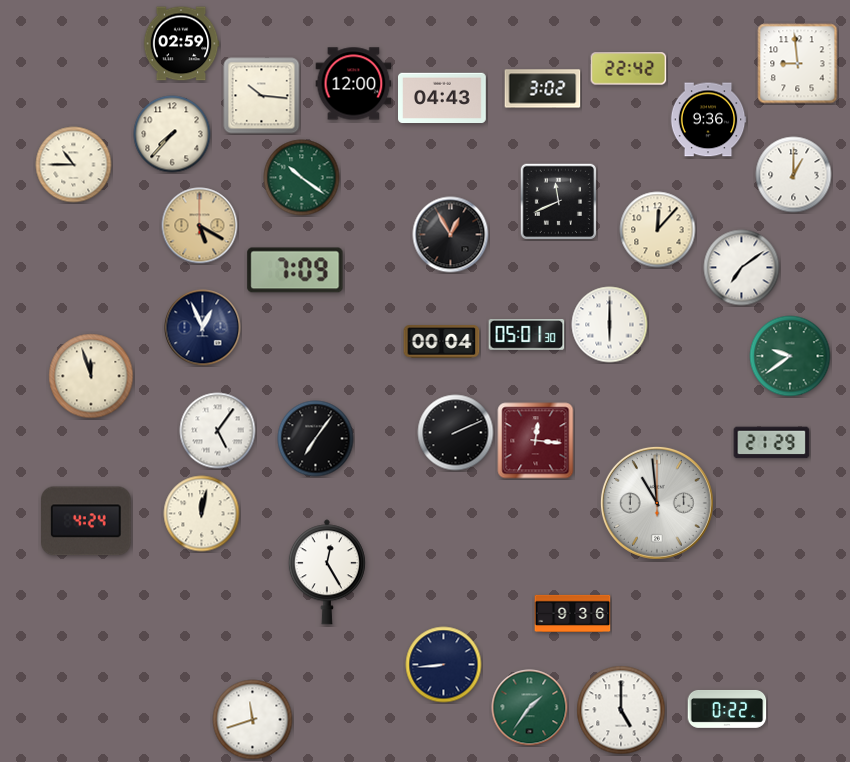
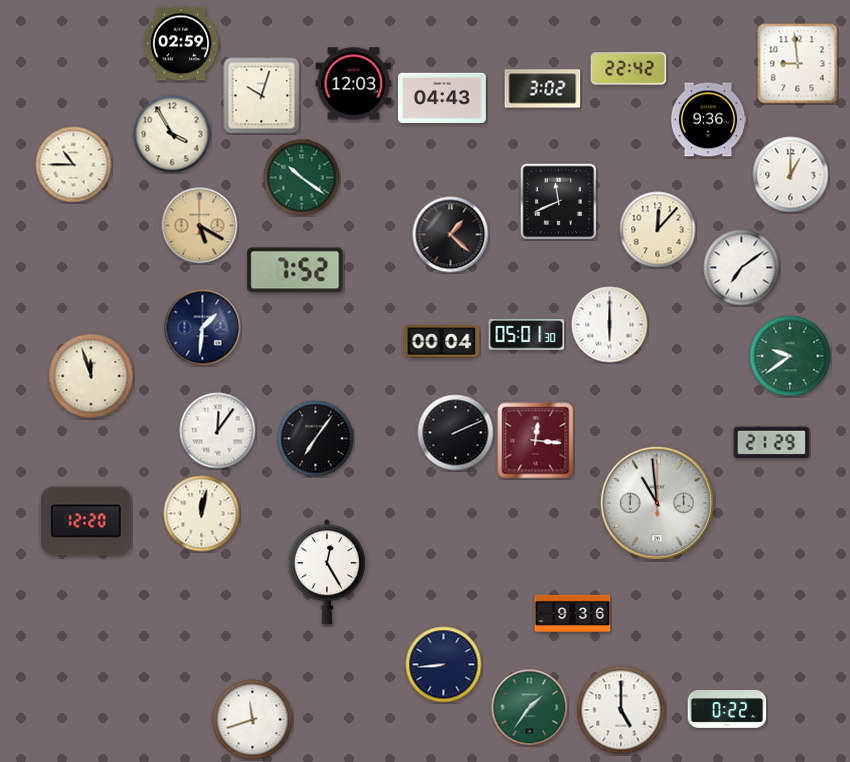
clock at (354, 84): 12:00 -> 12:03
clock at (262, 96): 10:16 -> 10:03
clock at (172, 134): 7:37 -> 3:55
clock at (794, 175) position: (794, 175) -> (791, 175)
clock at (451, 235): 12:55 -> 1:22
clock at (295, 270): 7:09 -> 7:52
clock at (203, 328): 12:56 -> 1:31
clock at (218, 431): 5:06 -> 12:06
clock at (87, 521): 4:24 -> 12:20
